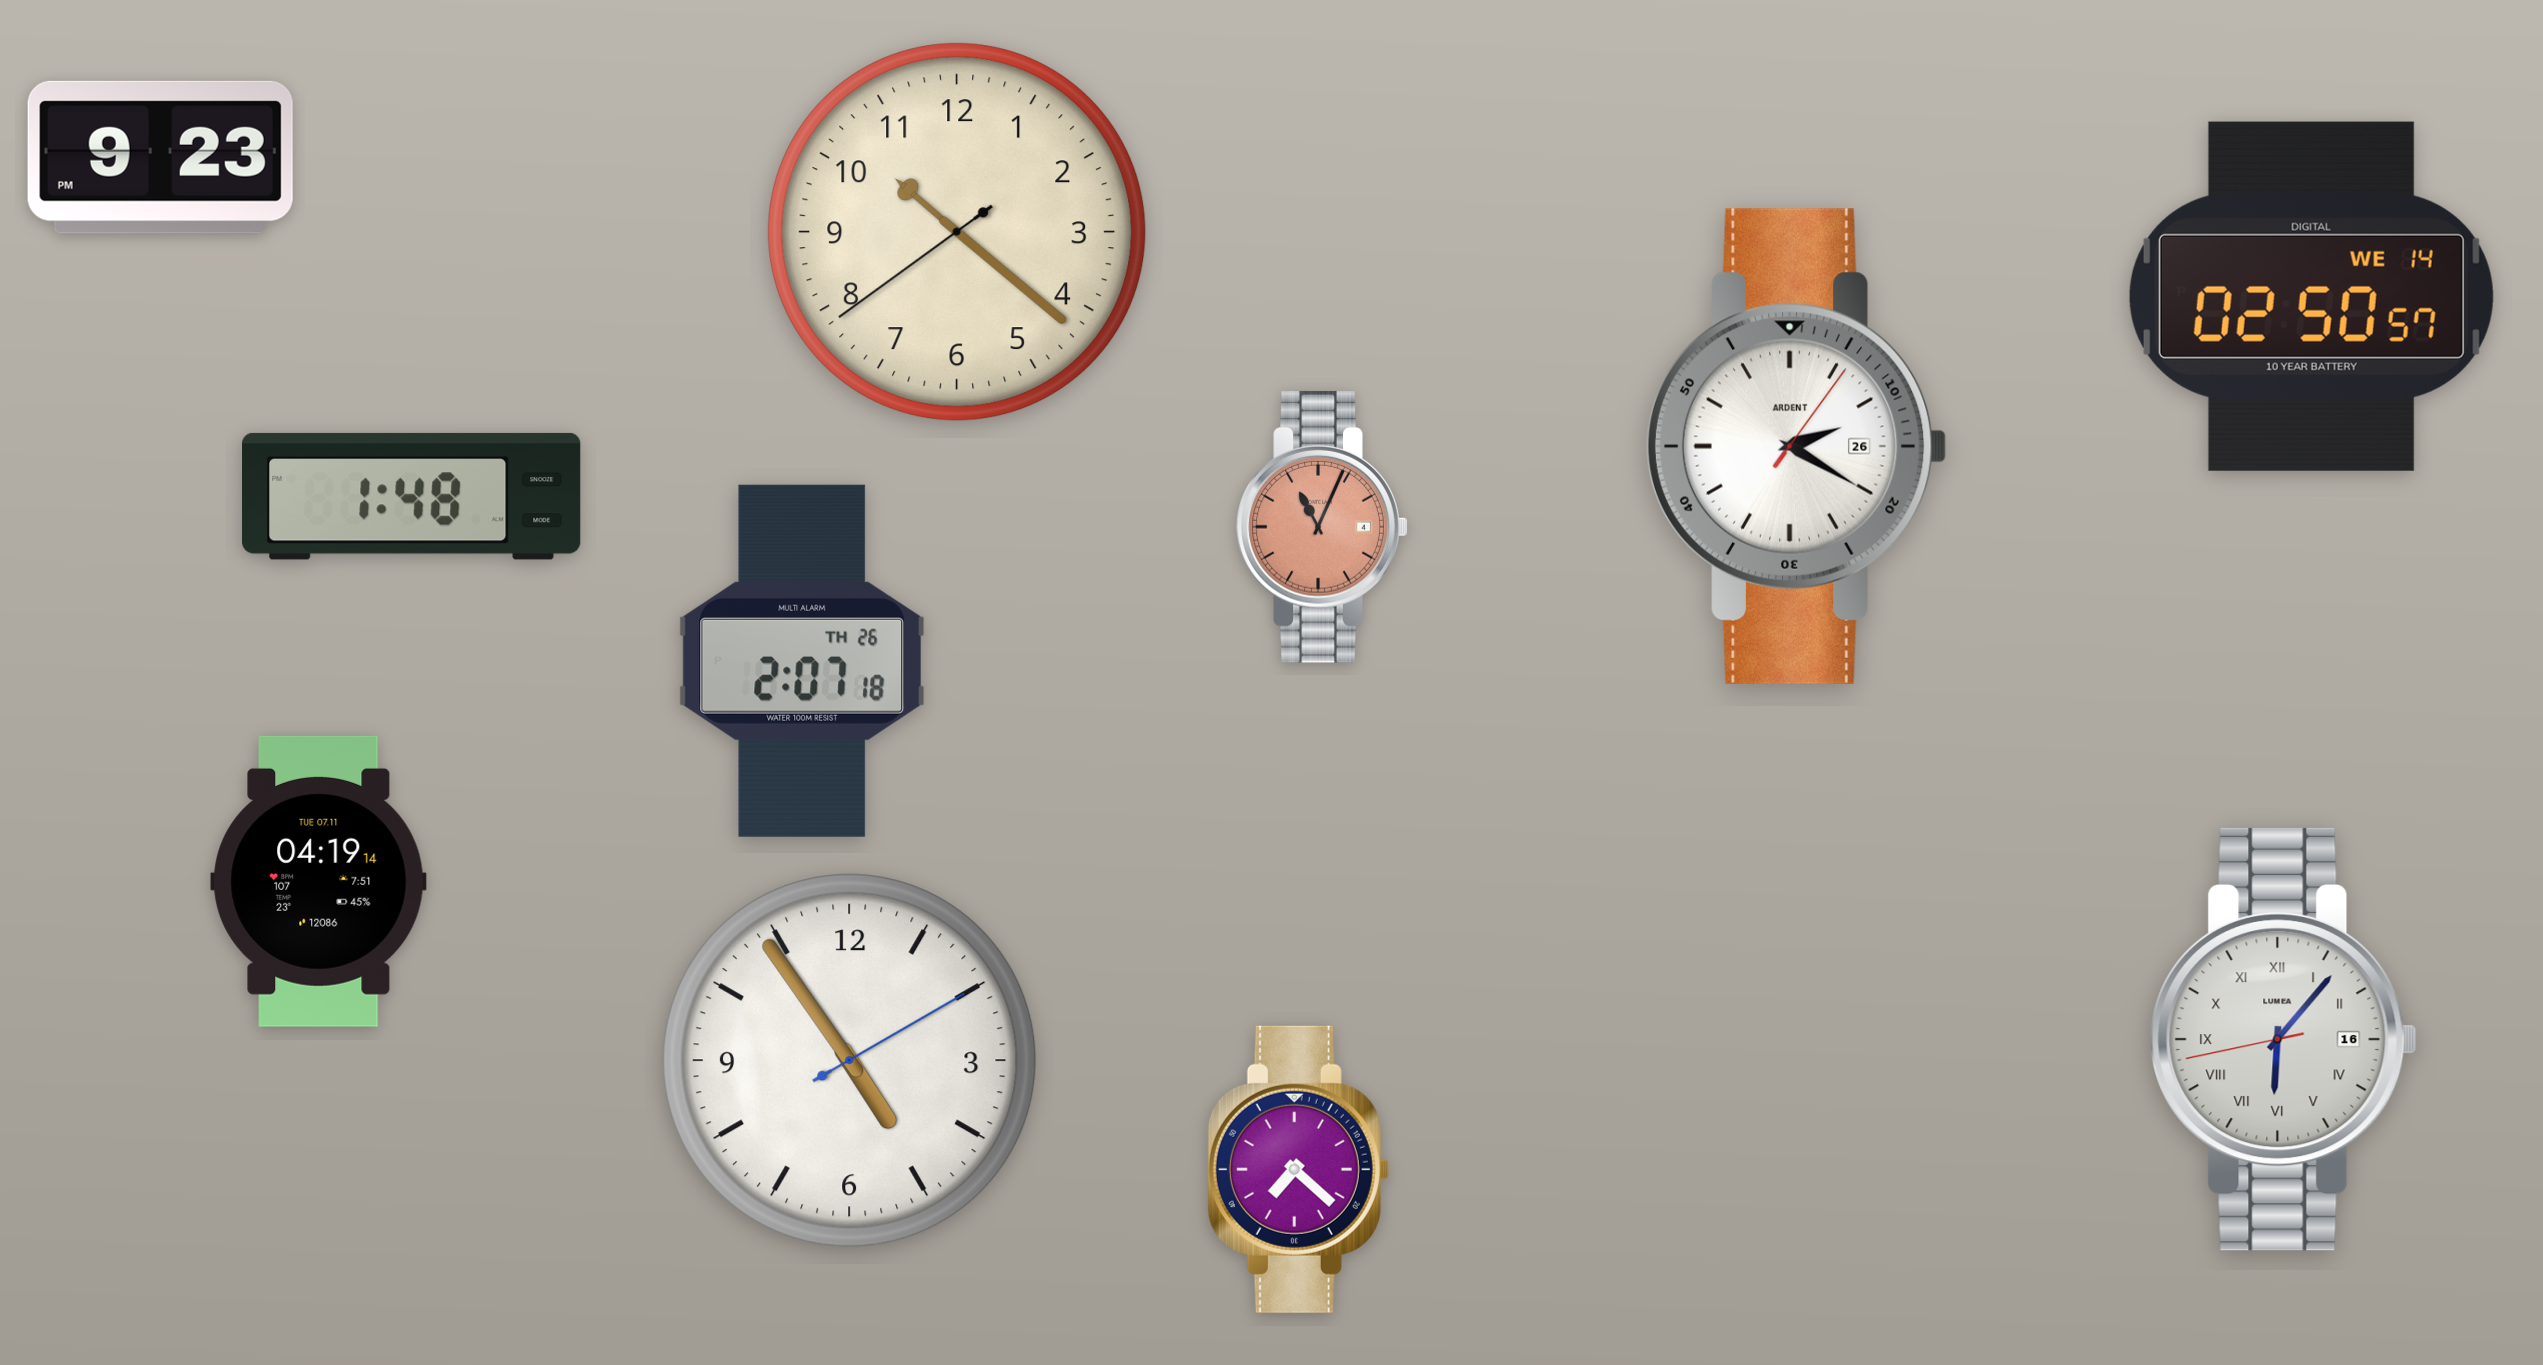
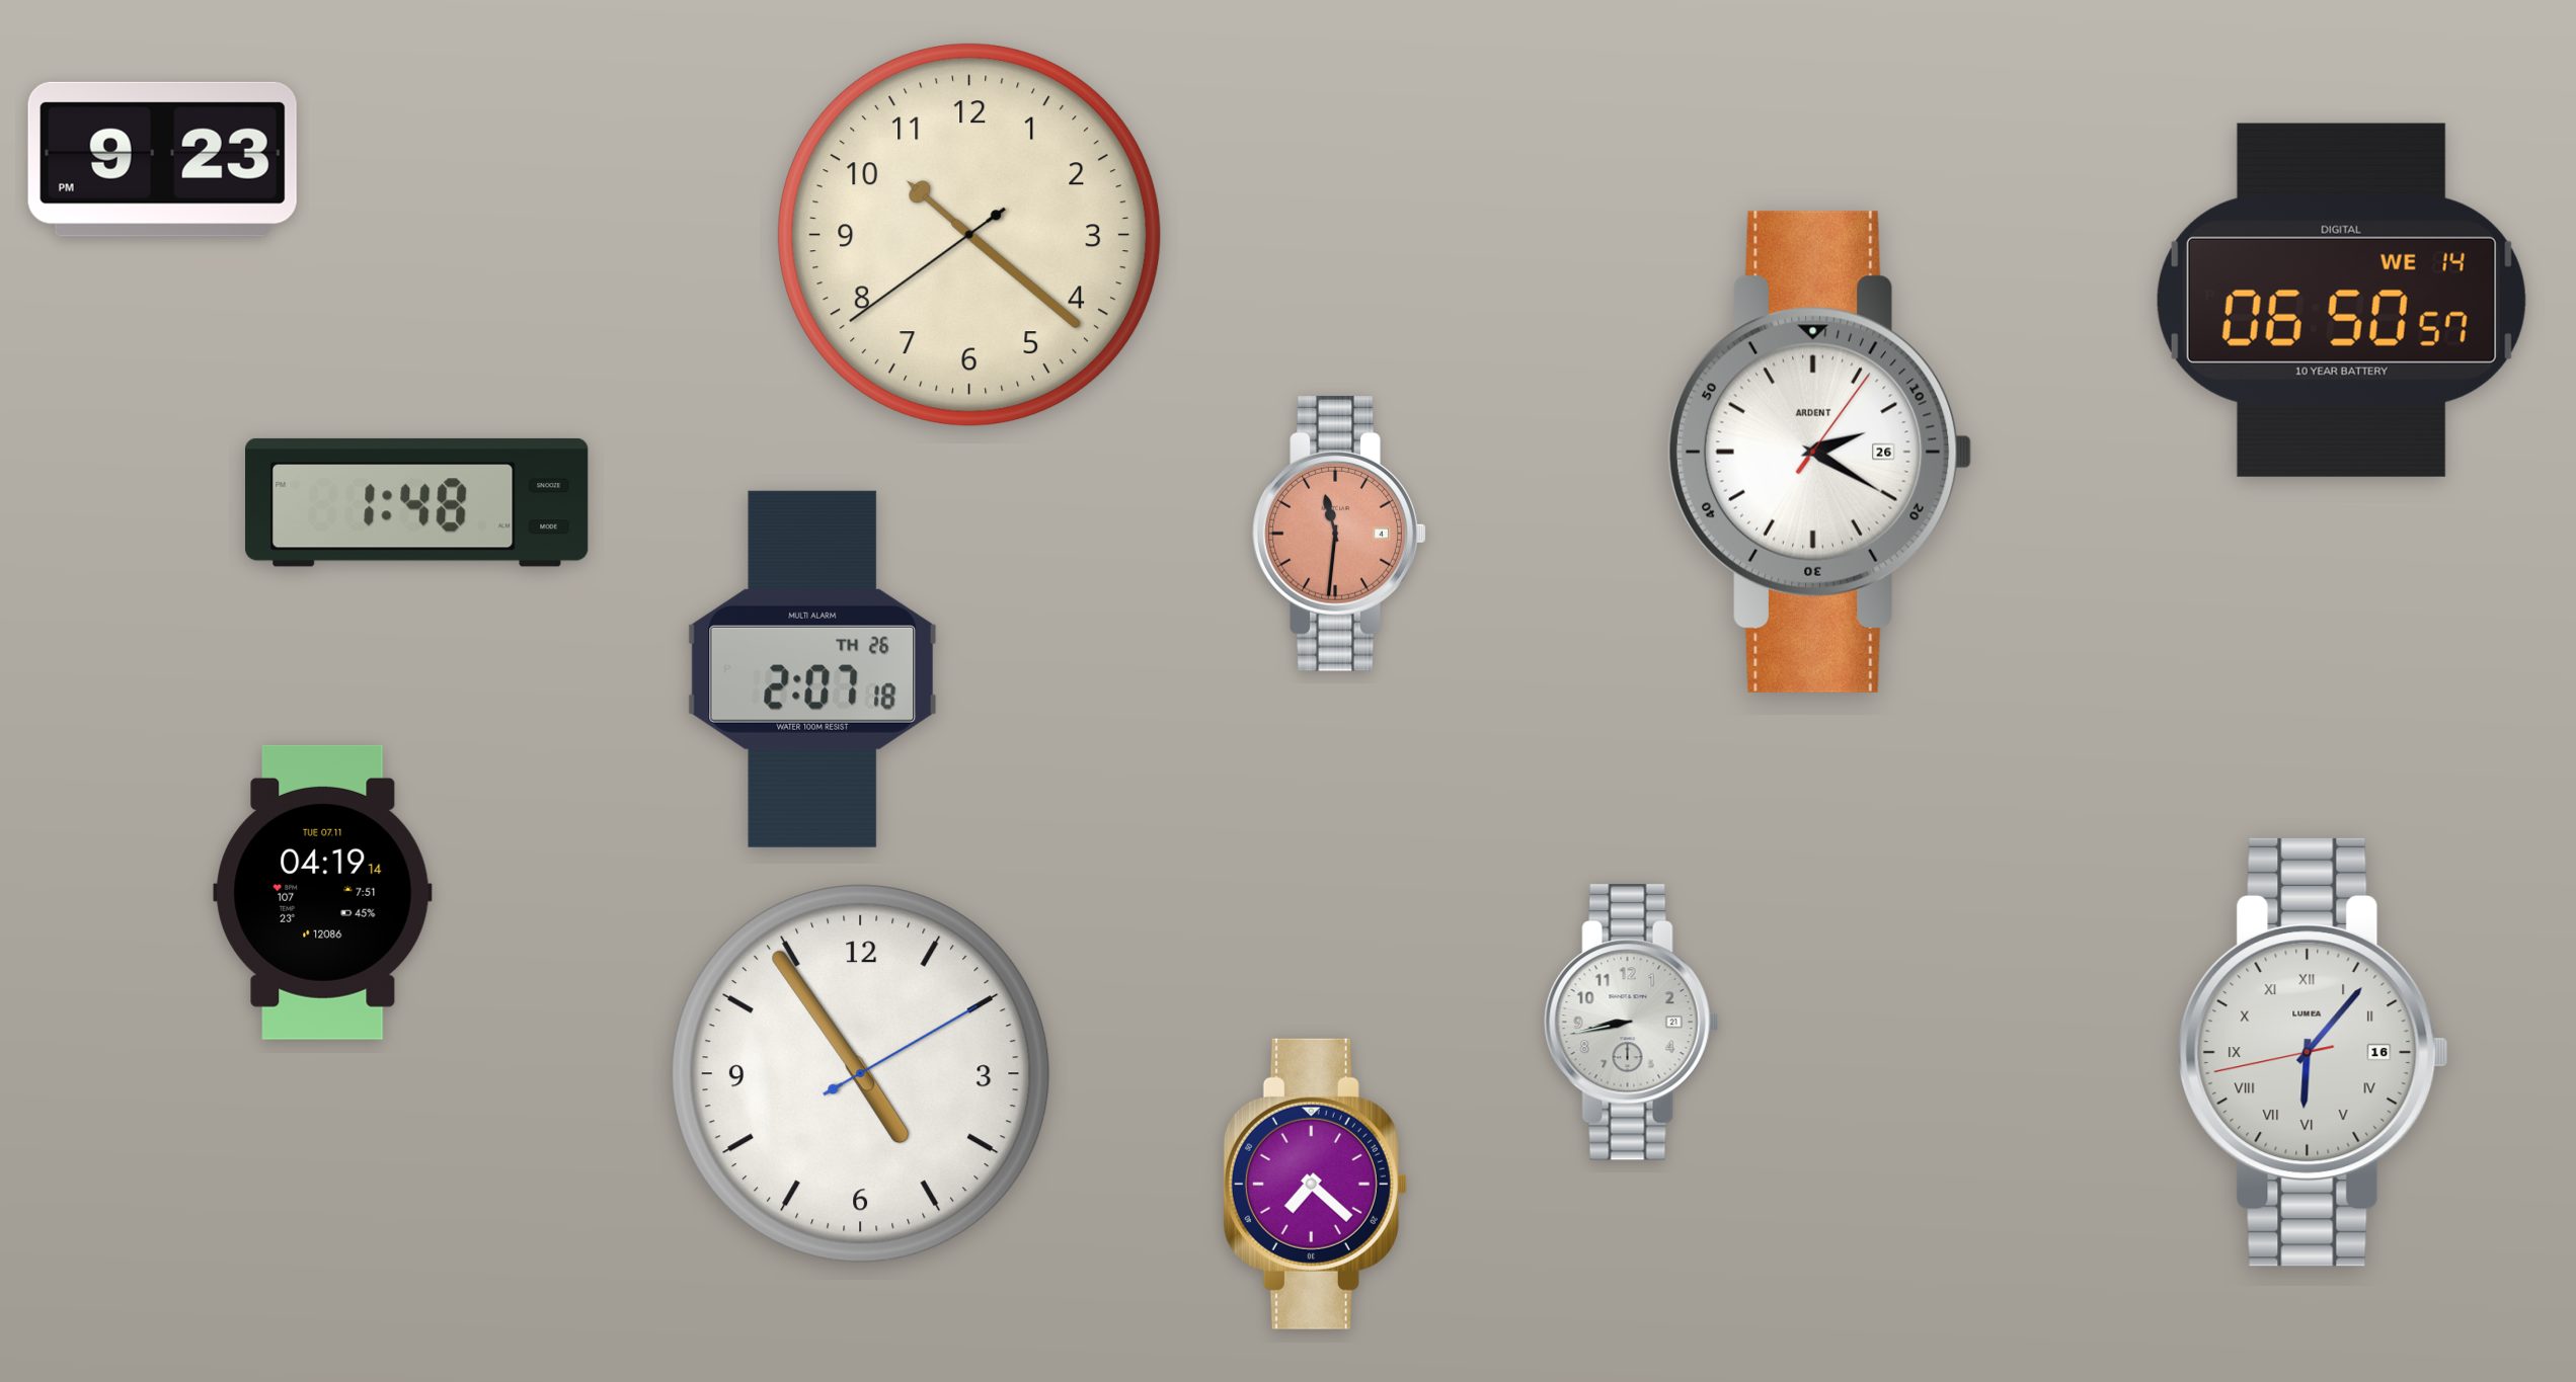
clock at (2311, 296): 02:50 -> 06:50
clock at (1322, 527): 11:04 -> 11:31
clock at (1632, 1023): none -> 8:43
